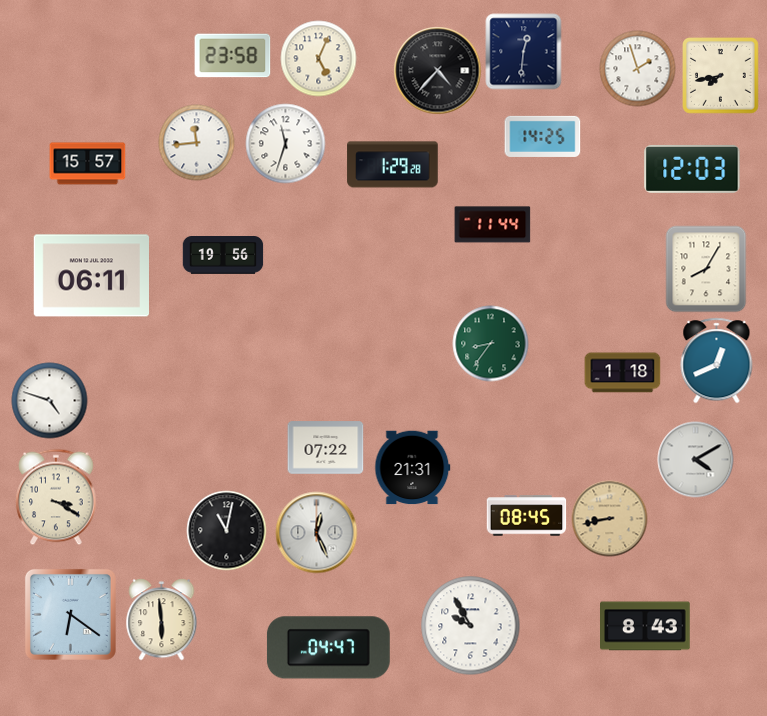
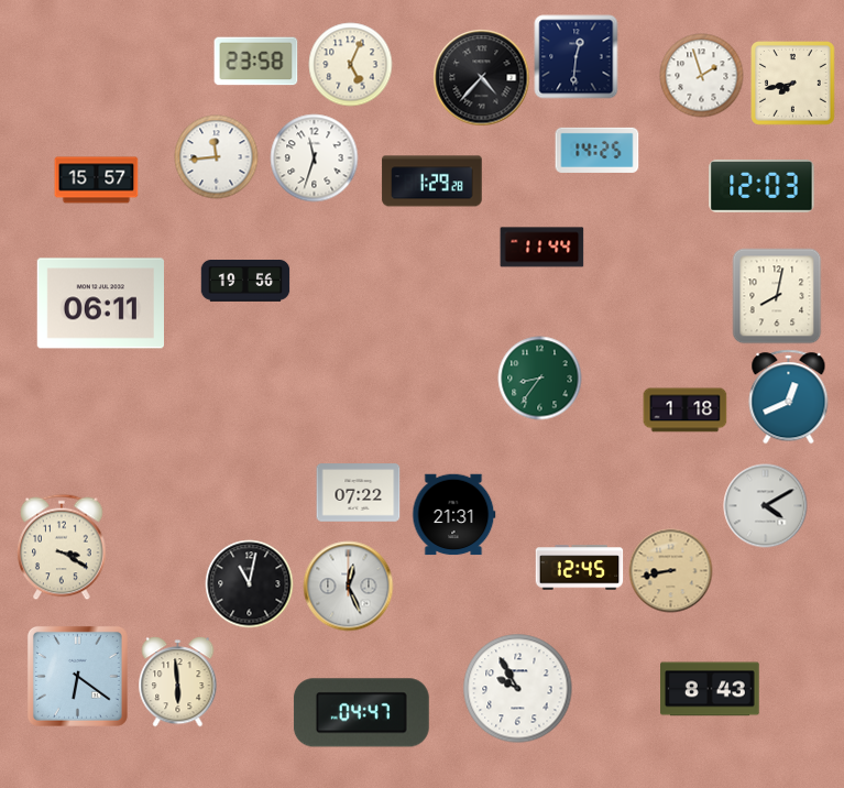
clock at (706, 269): 8:05 -> 8:02
clock at (50, 401): 4:48 -> none
clock at (527, 516): 08:45 -> 12:45
